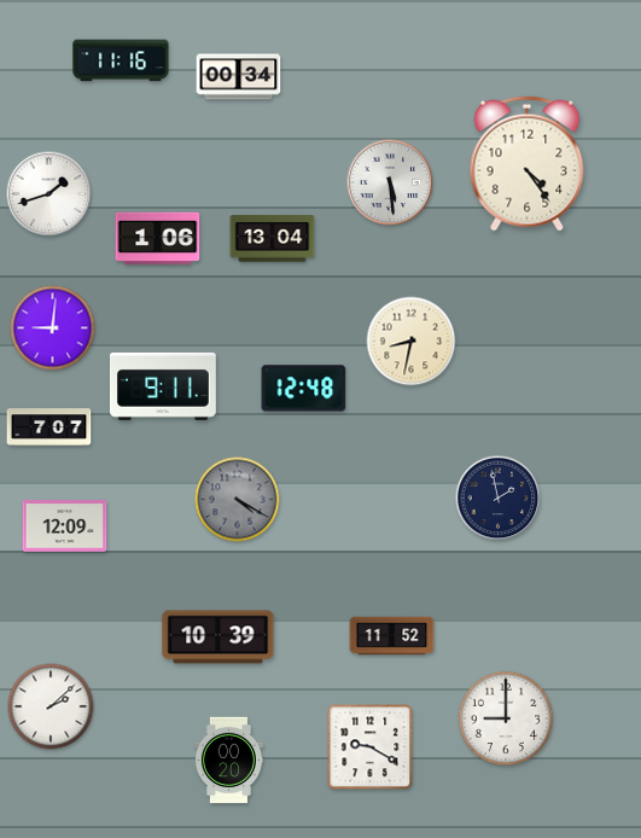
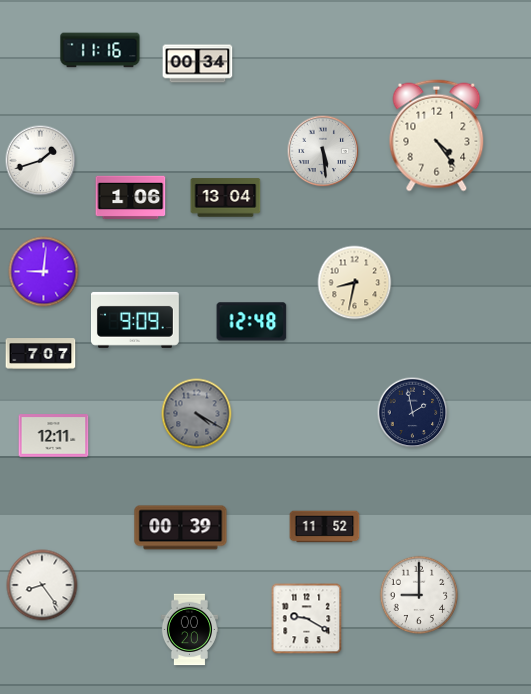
clock at (412, 342) position: (412, 342) -> (355, 283)
clock at (164, 386): 9:11 -> 9:09
clock at (65, 526): 12:09 -> 12:11
clock at (218, 638): 10:39 -> 00:39
clock at (51, 706): 2:08 -> 8:24
